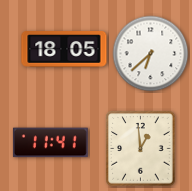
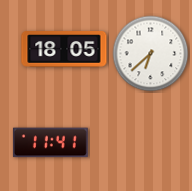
clock at (141, 149): 12:59 -> none
